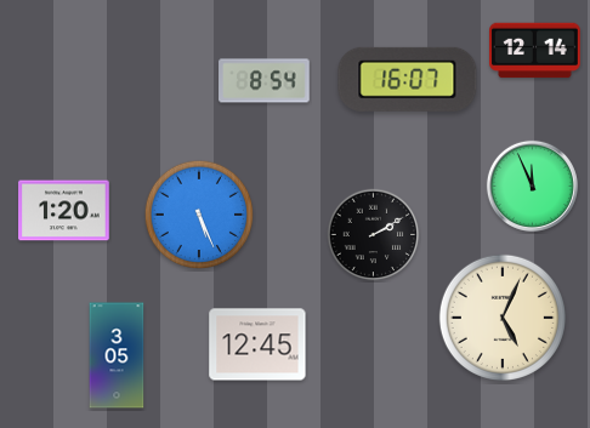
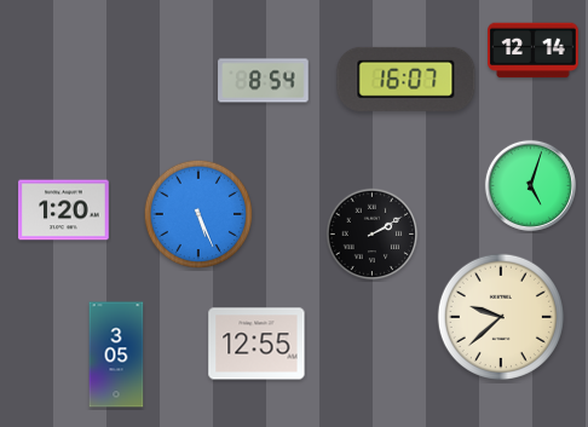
clock at (532, 186): 11:56 -> 5:03
clock at (503, 318): 5:04 -> 9:38
clock at (257, 344): 12:45 -> 12:55
